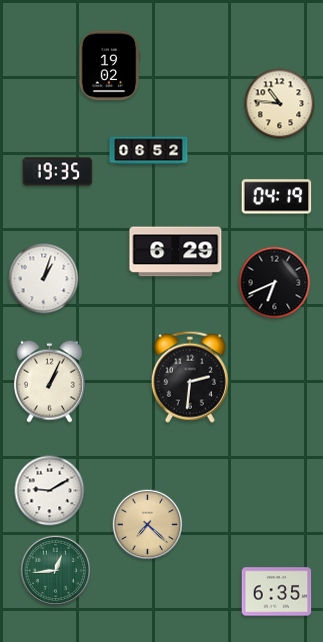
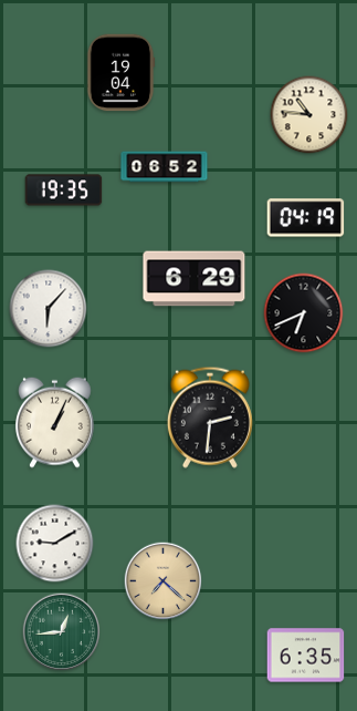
clock at (109, 66): 19:02 -> 19:04
clock at (44, 279): 1:03 -> 6:07
